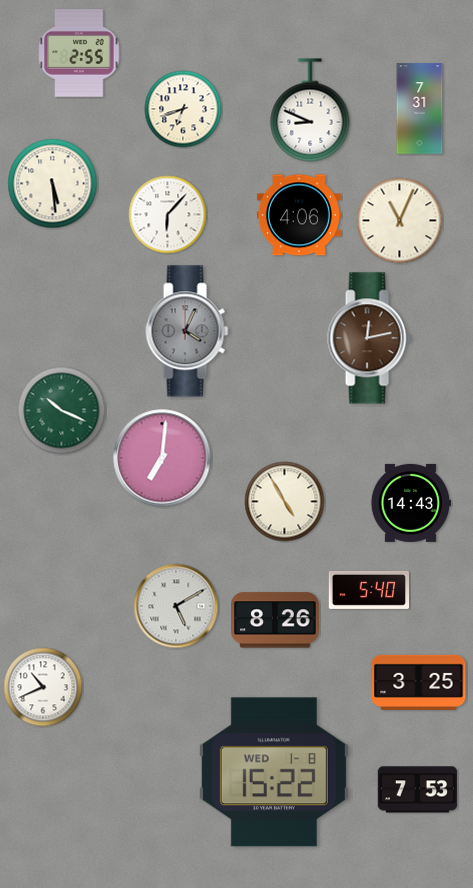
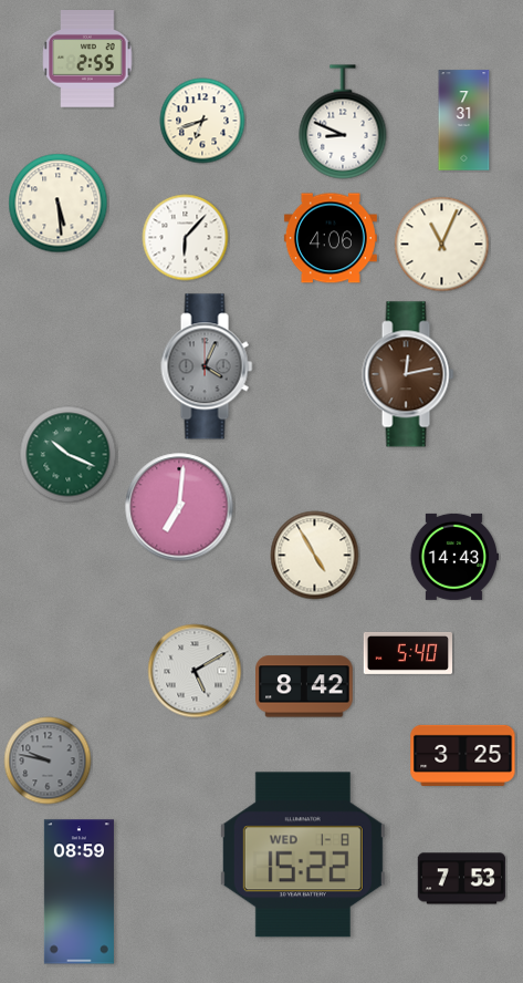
clock at (276, 620): 8:26 -> 8:42
clock at (43, 687): 10:41 -> 9:47
clock at (43, 687) dial: white -> grey
clock at (418, 790) position: (418, 790) -> (462, 879)
clock at (79, 892): none -> 08:59
